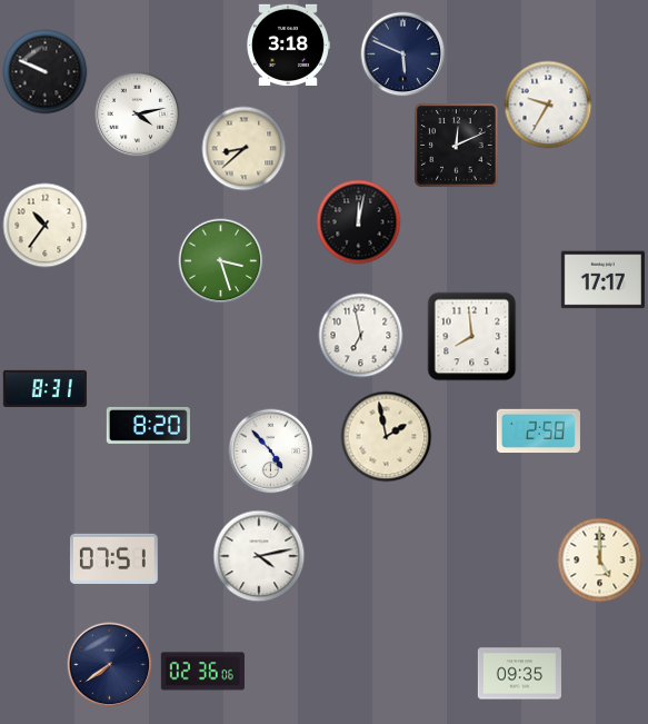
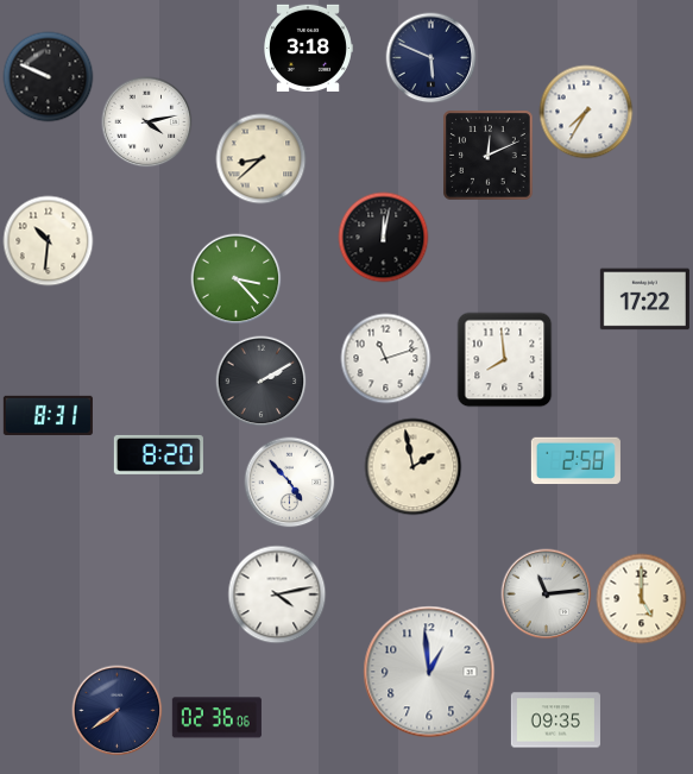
clock at (548, 105): 9:35 -> 7:35
clock at (46, 226): 10:36 -> 10:31
clock at (221, 261): 3:27 -> 3:23
clock at (602, 280): 17:17 -> 17:22
clock at (361, 336): 6:58 -> 11:12
clock at (262, 382): none -> 2:10
clock at (547, 594): none -> 11:14
clock at (113, 558): 07:51 -> none
clock at (429, 672): none -> 12:59
